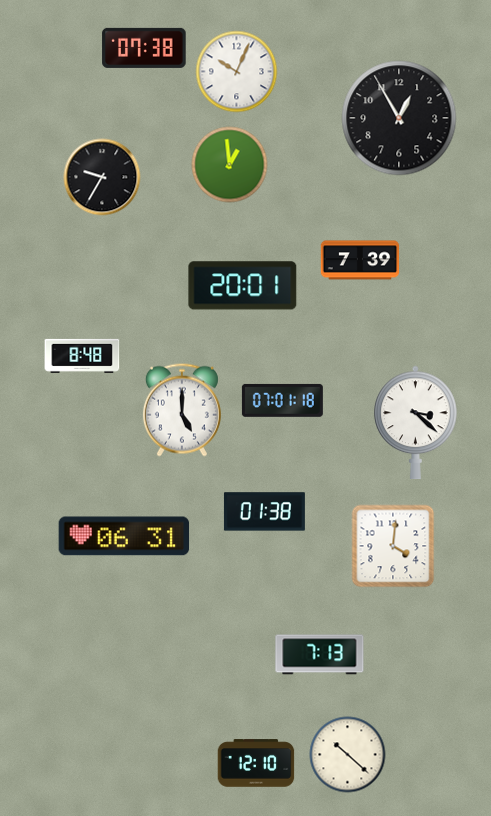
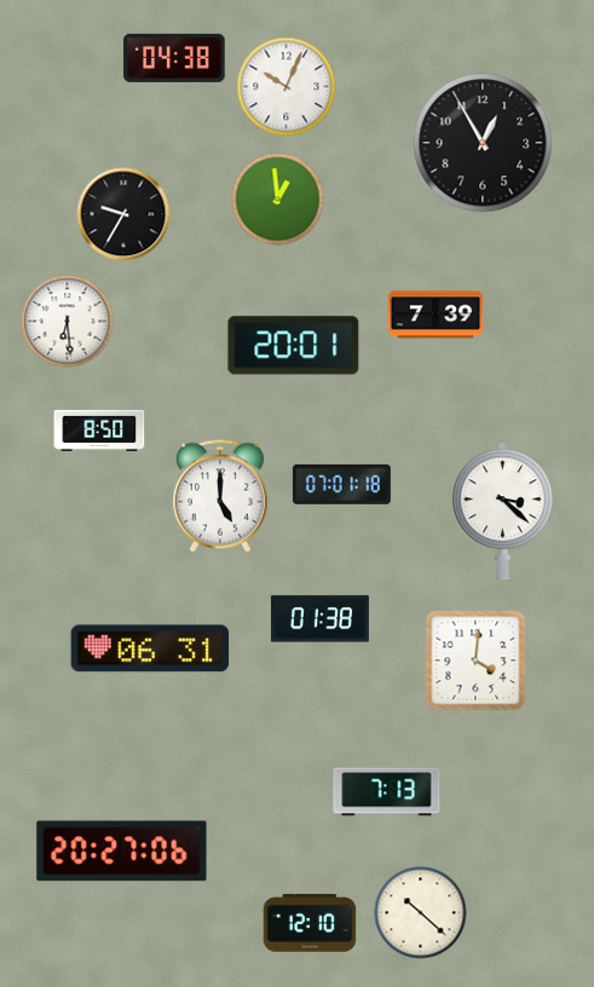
clock at (144, 48): 07:38 -> 04:38
clock at (68, 322): none -> 6:29
clock at (82, 356): 8:48 -> 8:50
clock at (122, 852): none -> 20:27
